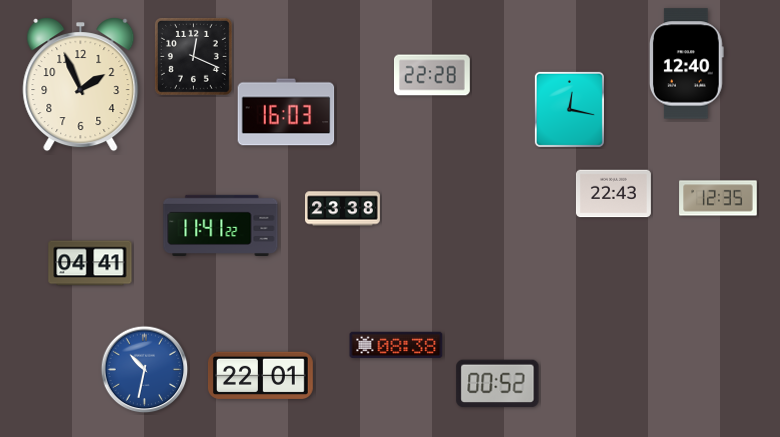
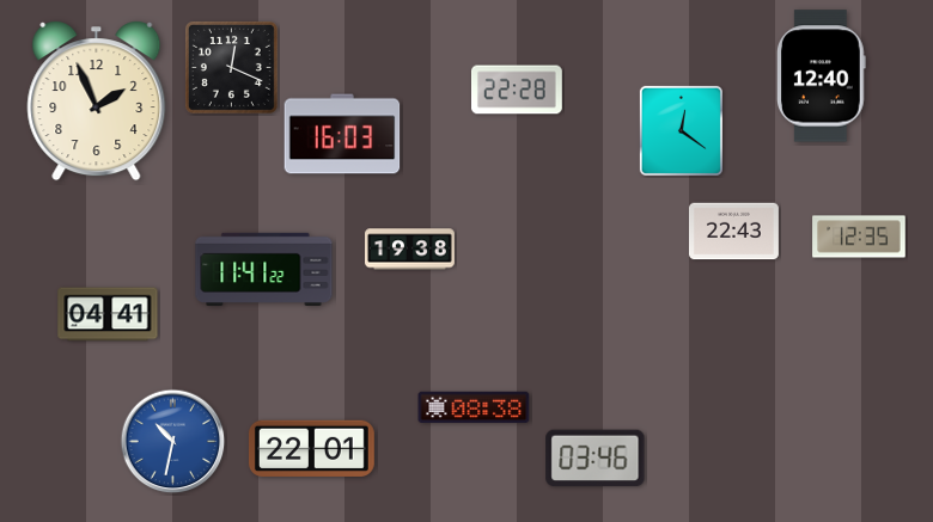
clock at (569, 109): 12:17 -> 12:21
clock at (343, 209): 23:38 -> 19:38
clock at (396, 345) position: (396, 345) -> (474, 407)
clock at (498, 384): 00:52 -> 03:46
